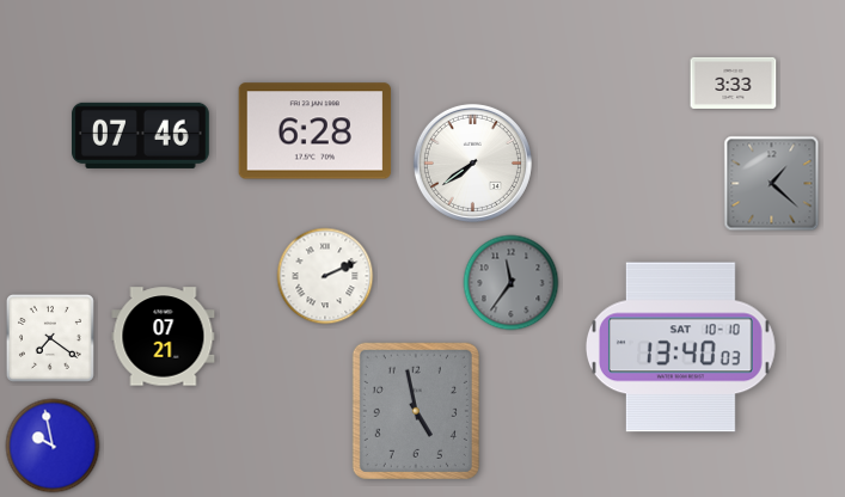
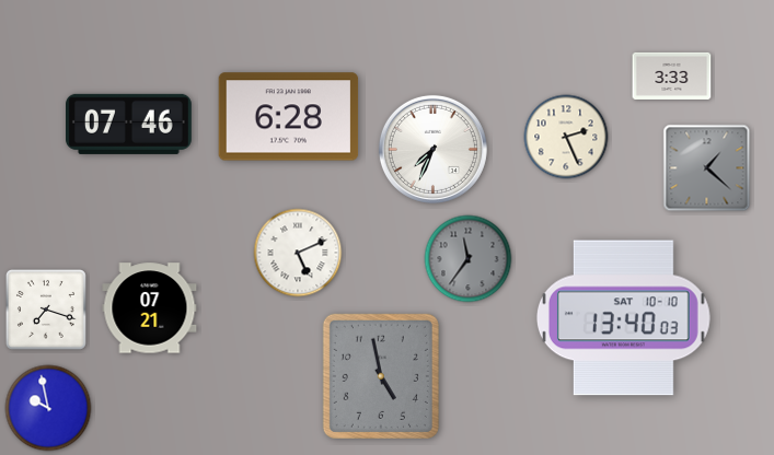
clock at (316, 131) position: (316, 131) -> (289, 117)
clock at (566, 137): none -> 2:26
clock at (472, 162): 7:39 -> 7:34
clock at (325, 276): 2:11 -> 5:11
clock at (50, 338): 7:21 -> 7:18
